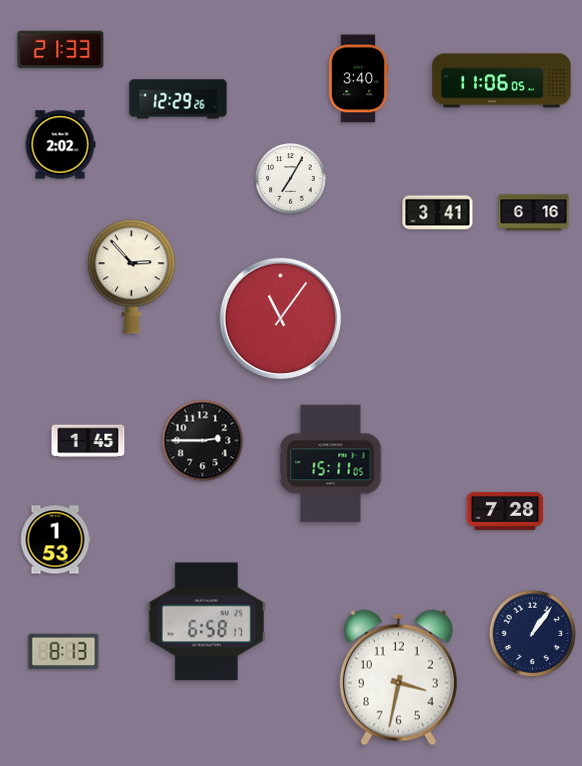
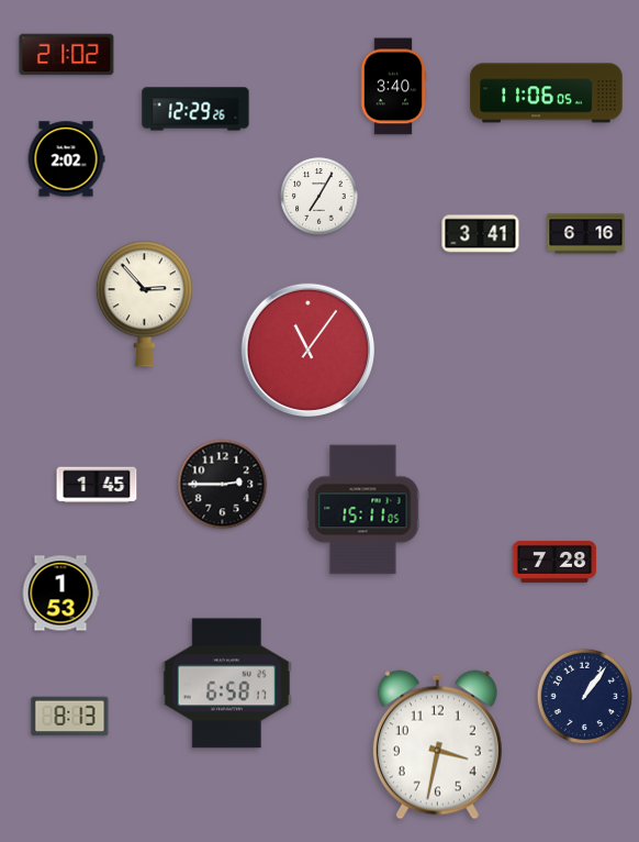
clock at (61, 50): 21:33 -> 21:02
clock at (502, 81) position: (502, 81) -> (547, 93)
